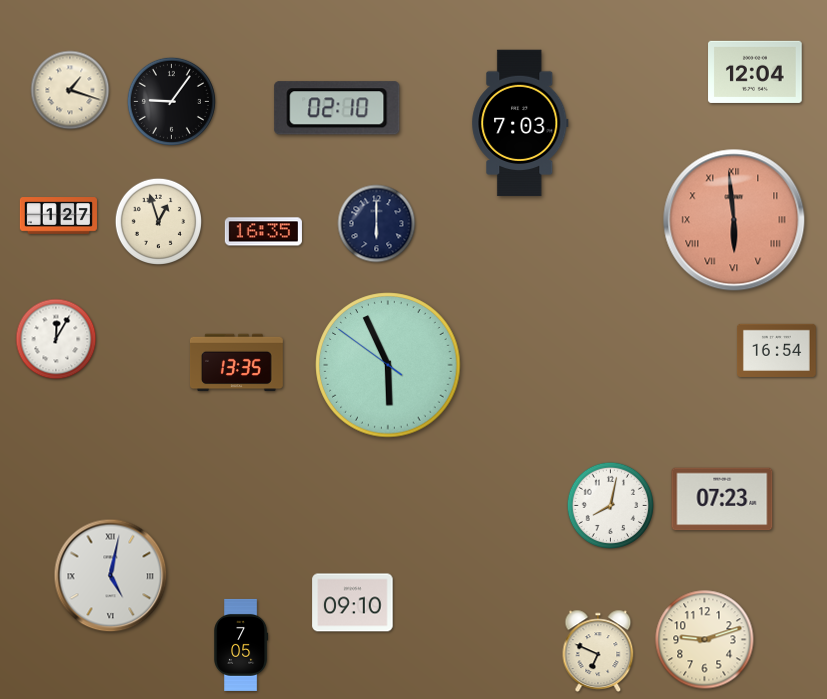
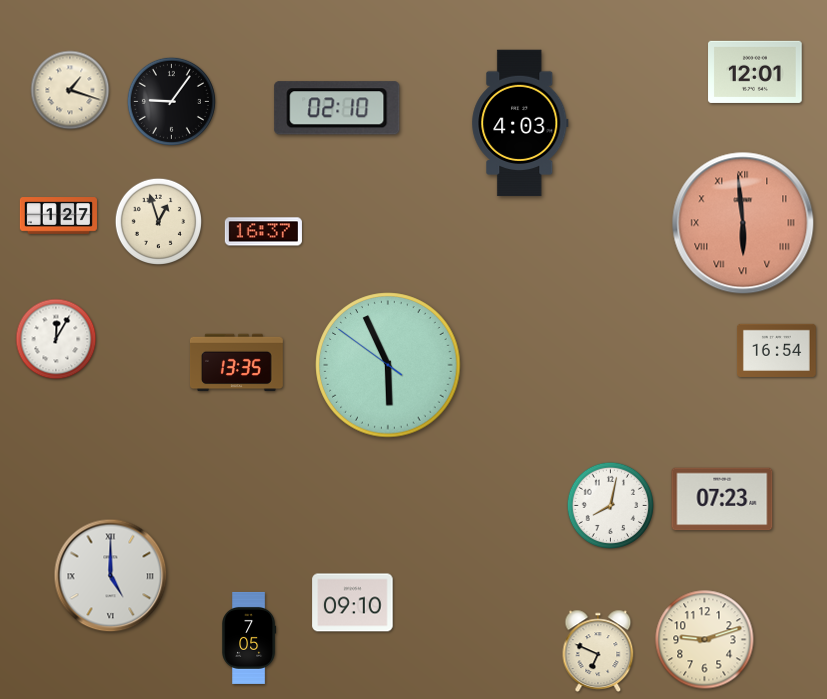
clock at (755, 72): 12:04 -> 12:01
clock at (520, 123): 7:03 -> 4:03
clock at (734, 220) position: (734, 220) -> (743, 223)
clock at (377, 224): 6:00 -> none
clock at (263, 232): 16:35 -> 16:37
clock at (111, 576): 5:02 -> 5:00
clock at (242, 645) position: (242, 645) -> (250, 638)
